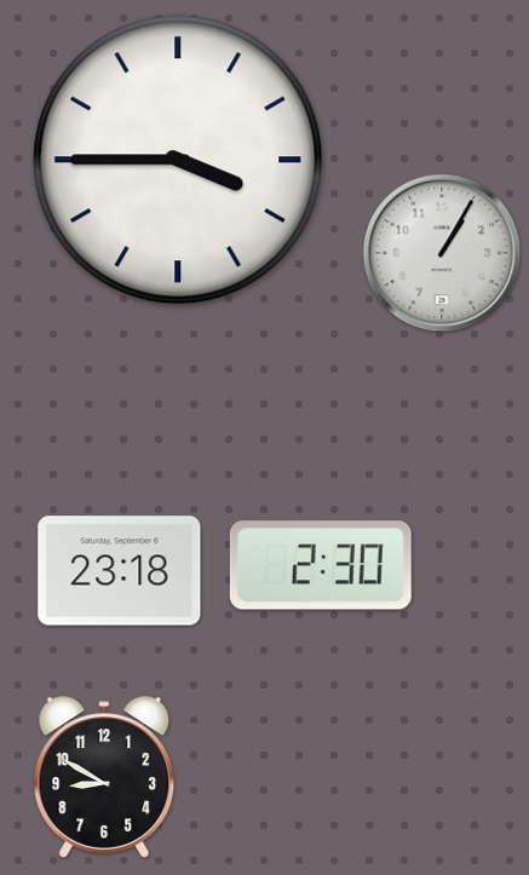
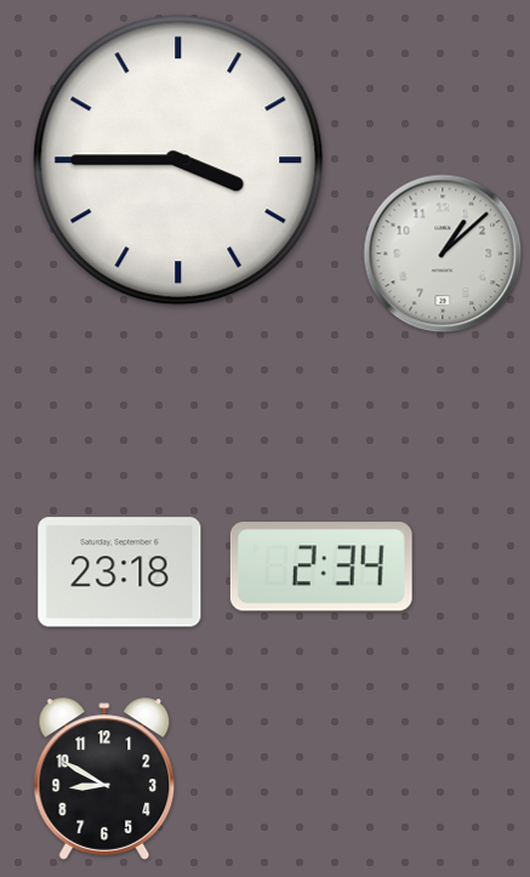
clock at (442, 253): 1:05 -> 1:08
clock at (321, 565): 2:30 -> 2:34
